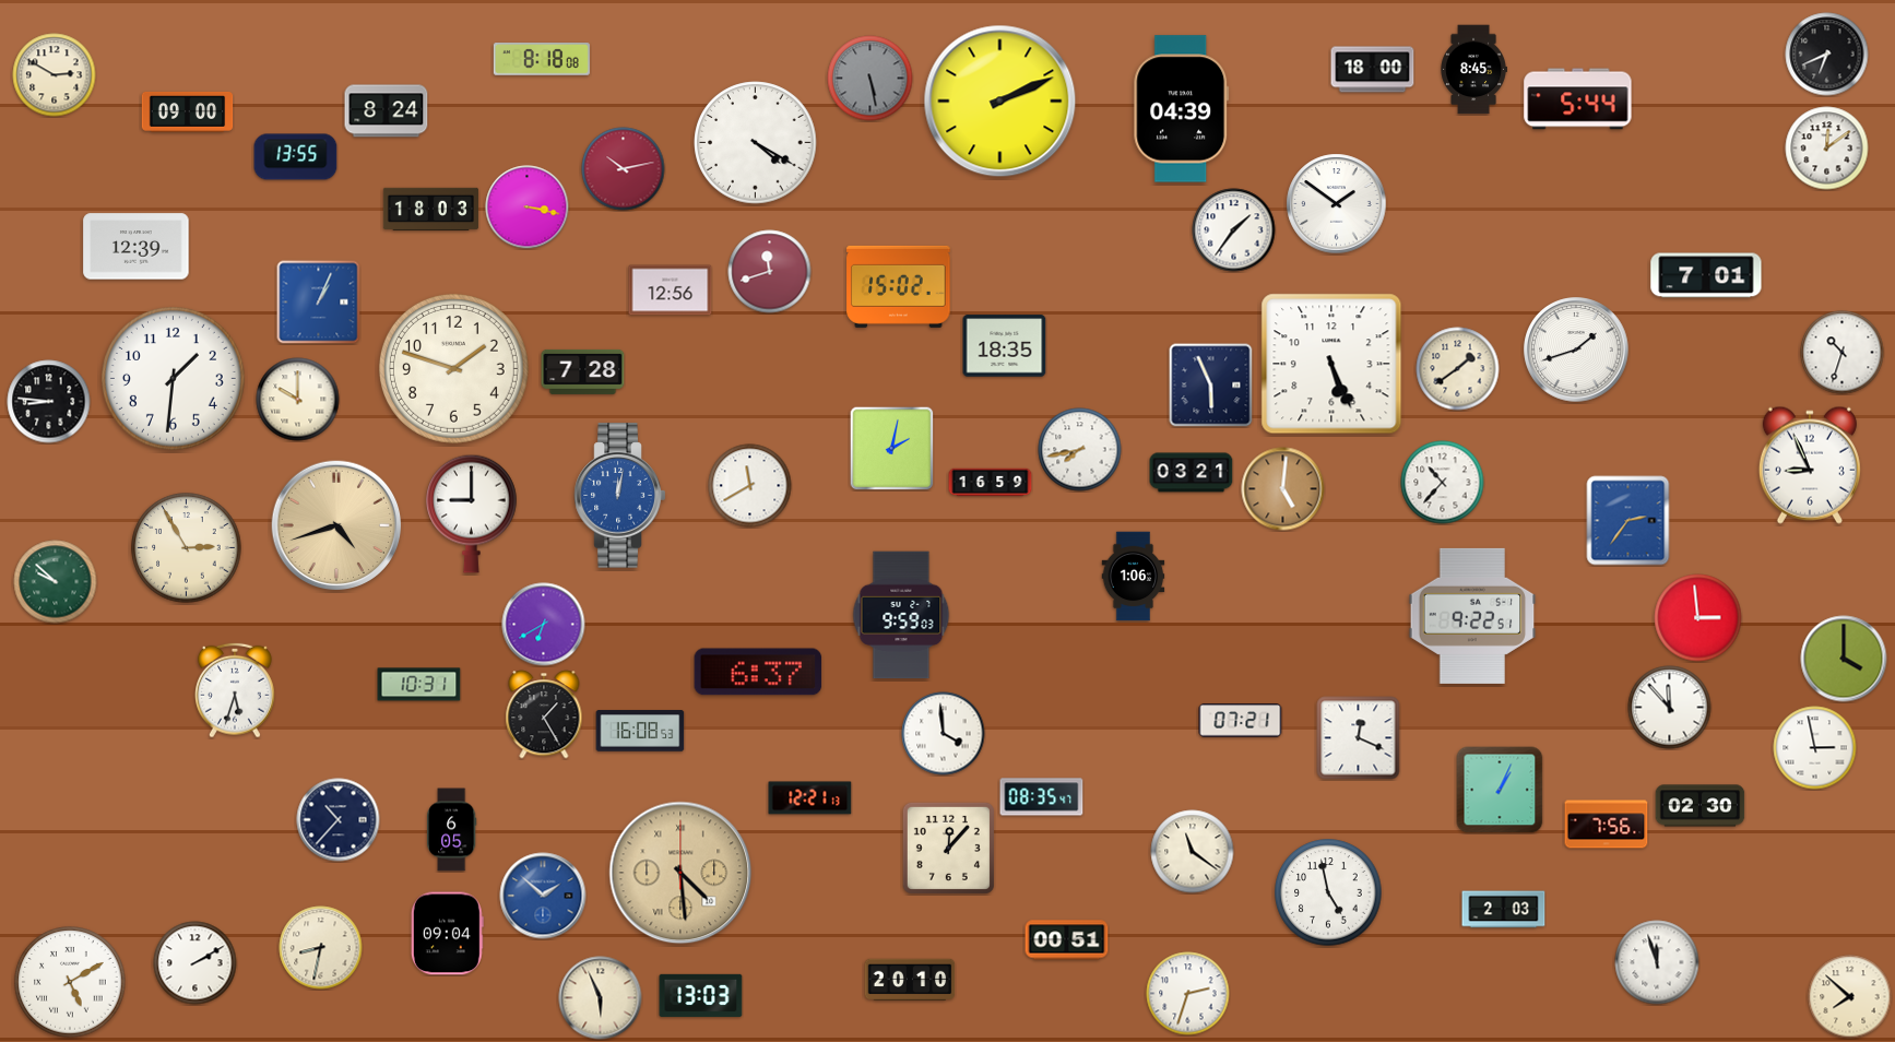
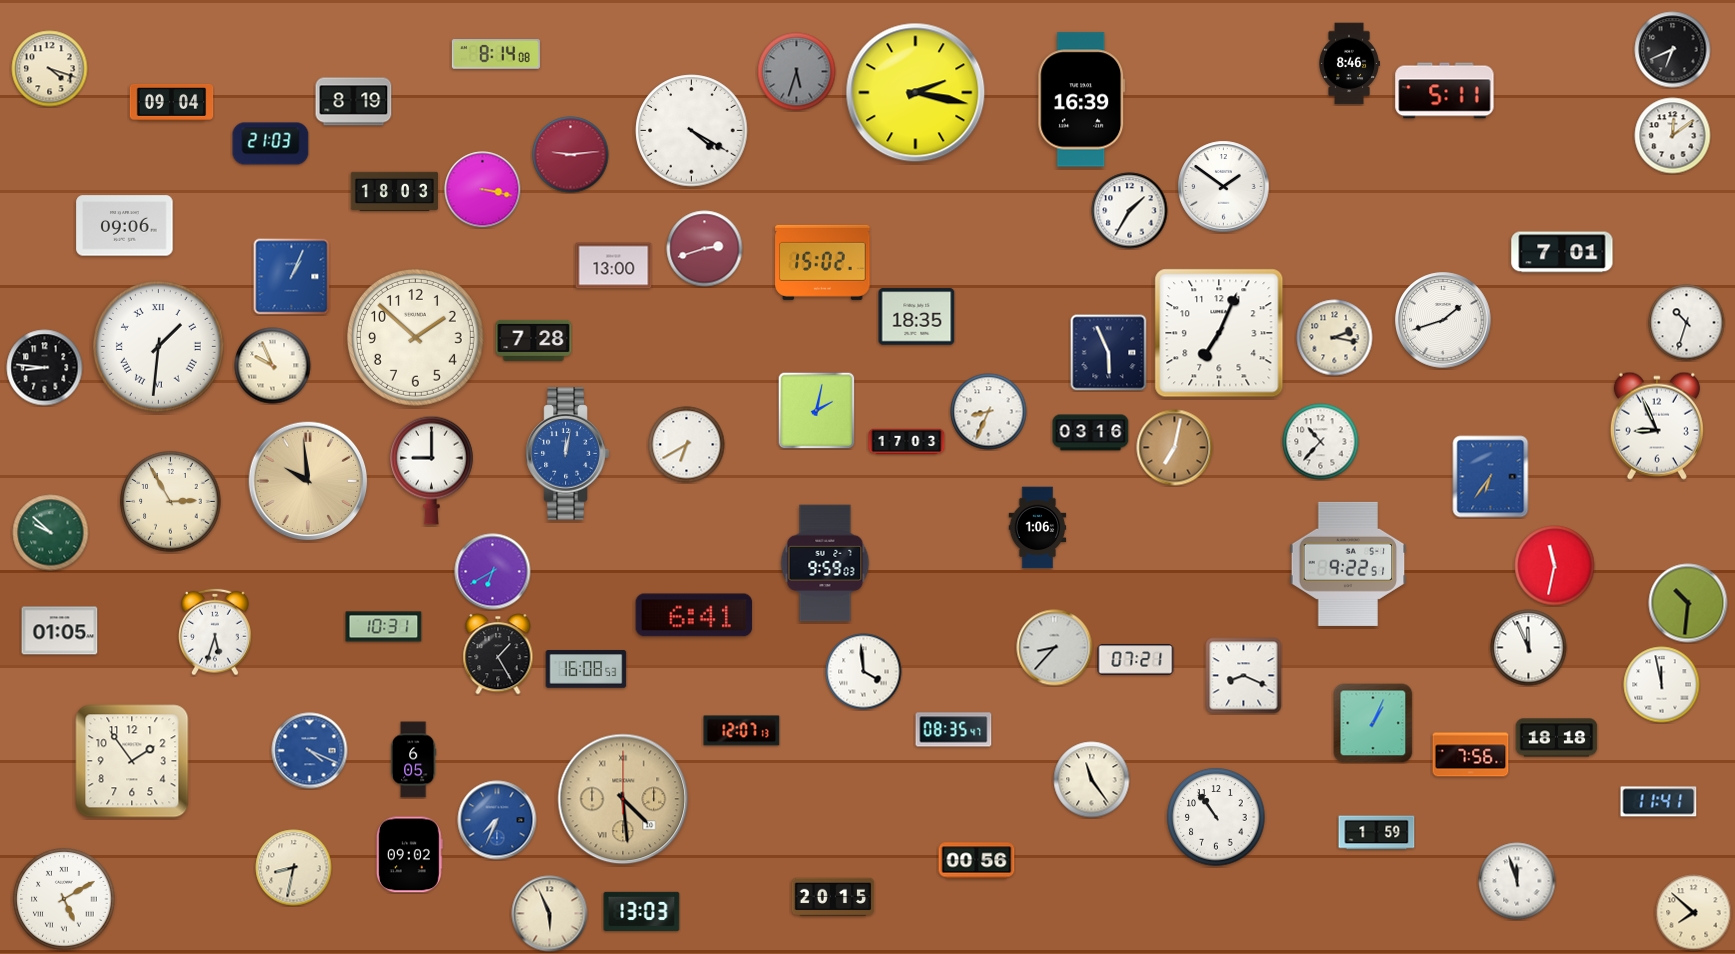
clock at (542, 60): 8:18 -> 8:14
clock at (1373, 70): 18:00 -> none
clock at (1473, 70): 8:45 -> 8:46
clock at (55, 75): 2:50 -> 4:18
clock at (870, 79): 5:28 -> 5:33
clock at (1578, 99): 5:44 -> 5:11
clock at (1000, 102): 2:11 -> 2:17
clock at (1182, 109): 04:39 -> 16:39
clock at (188, 111): 09:00 -> 09:04
clock at (387, 111): 8:24 -> 8:19
clock at (296, 157): 13:55 -> 21:03
clock at (624, 169): 10:13 -> 9:14
clock at (1234, 230): 1:36 -> 1:35
clock at (137, 247): 12:39 -> 09:06
clock at (770, 272): 11:42 -> 2:42
clock at (671, 291): 12:56 -> 13:00
clock at (1005, 346) position: (1005, 346) -> (917, 317)
clock at (1331, 364): 5:26 -> 7:04
clock at (453, 368): 1:48 -> 1:52
clock at (1458, 369): 1:39 -> 2:17
clock at (174, 379) numerals: Arabic -> Roman
clock at (298, 400): 10:00 -> 9:56
clock at (1080, 450): 7:43 -> 8:34
clock at (1192, 473): 03:21 -> 03:16
clock at (991, 483): 16:59 -> 17:03
clock at (750, 486): 11:40 -> 6:40
clock at (1283, 489): 5:01 -> 7:02
clock at (1628, 521): 2:36 -> 6:36
clock at (336, 525): 4:42 -> 9:59
clock at (1698, 618): 2:59 -> 11:32
clock at (544, 625) position: (544, 625) -> (493, 572)
clock at (1844, 659): 4:00 -> 10:31
clock at (758, 672): 6:37 -> 6:41
clock at (60, 631): none -> 01:05
clock at (1055, 648): none -> 8:37
clock at (1670, 708): 11:53 -> 11:56
clock at (1359, 738): 12:19 -> 8:19
clock at (1815, 748): 2:58 -> 11:58
clock at (810, 798): 12:21 -> 12:07
clock at (1701, 806): 02:30 -> 18:18
clock at (339, 820): 10:37 -> 4:19
clock at (339, 820) dial: navy -> blue
clock at (132, 761): none -> 1:54
clock at (948, 848): 12:07 -> none
clock at (1193, 852): 11:21 -> 11:24
clock at (1659, 802): none -> 11:41
clock at (1328, 892): 4:58 -> 10:54
clock at (543, 896): 1:52 -> 7:34
clock at (1504, 910): 2:03 -> 1:59
clock at (447, 934): 09:04 -> 09:02
clock at (1067, 940): 00:51 -> 00:56
clock at (196, 963): 2:10 -> none
clock at (910, 980): 20:10 -> 20:15
clock at (1188, 994): 2:33 -> none
